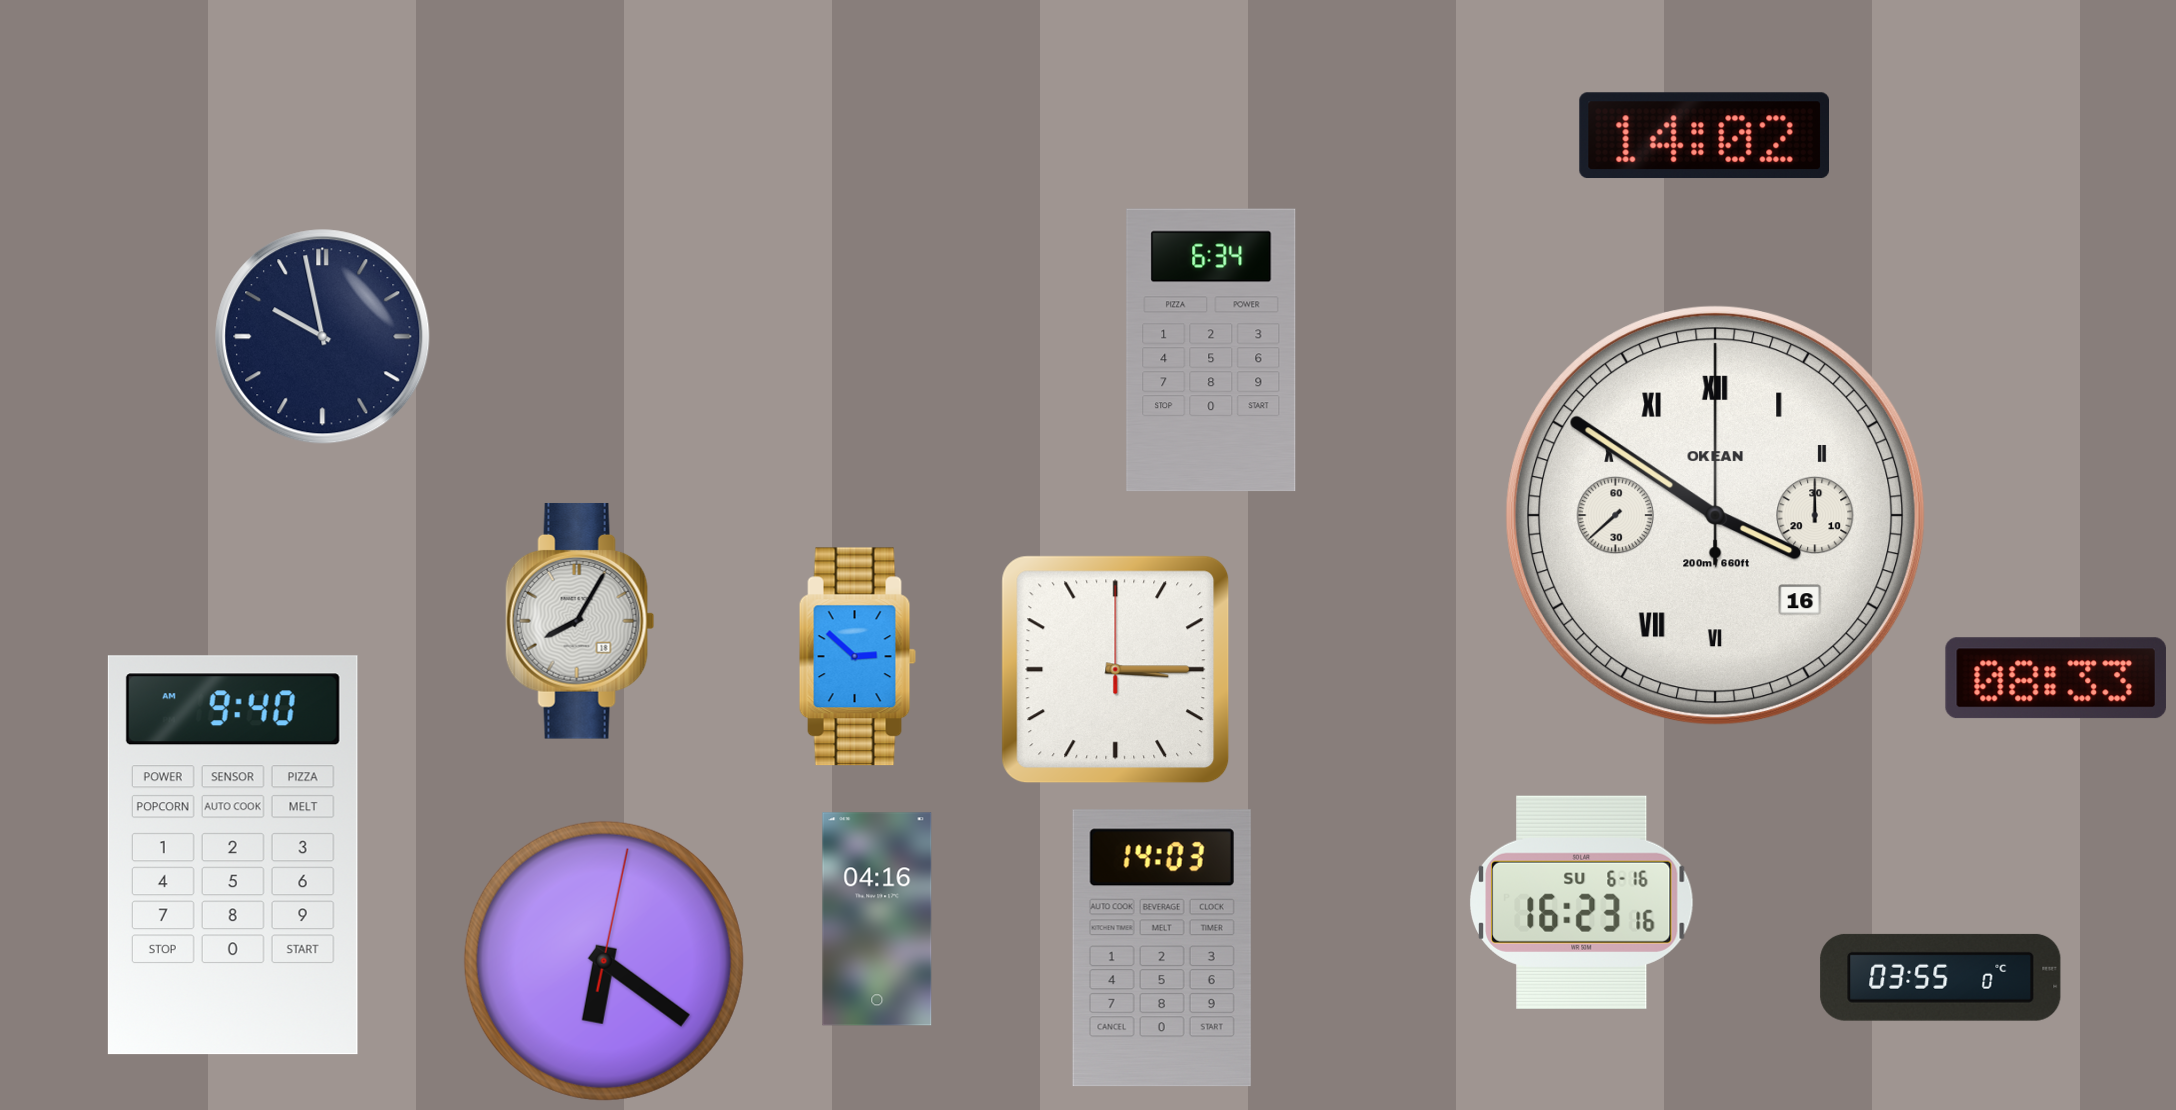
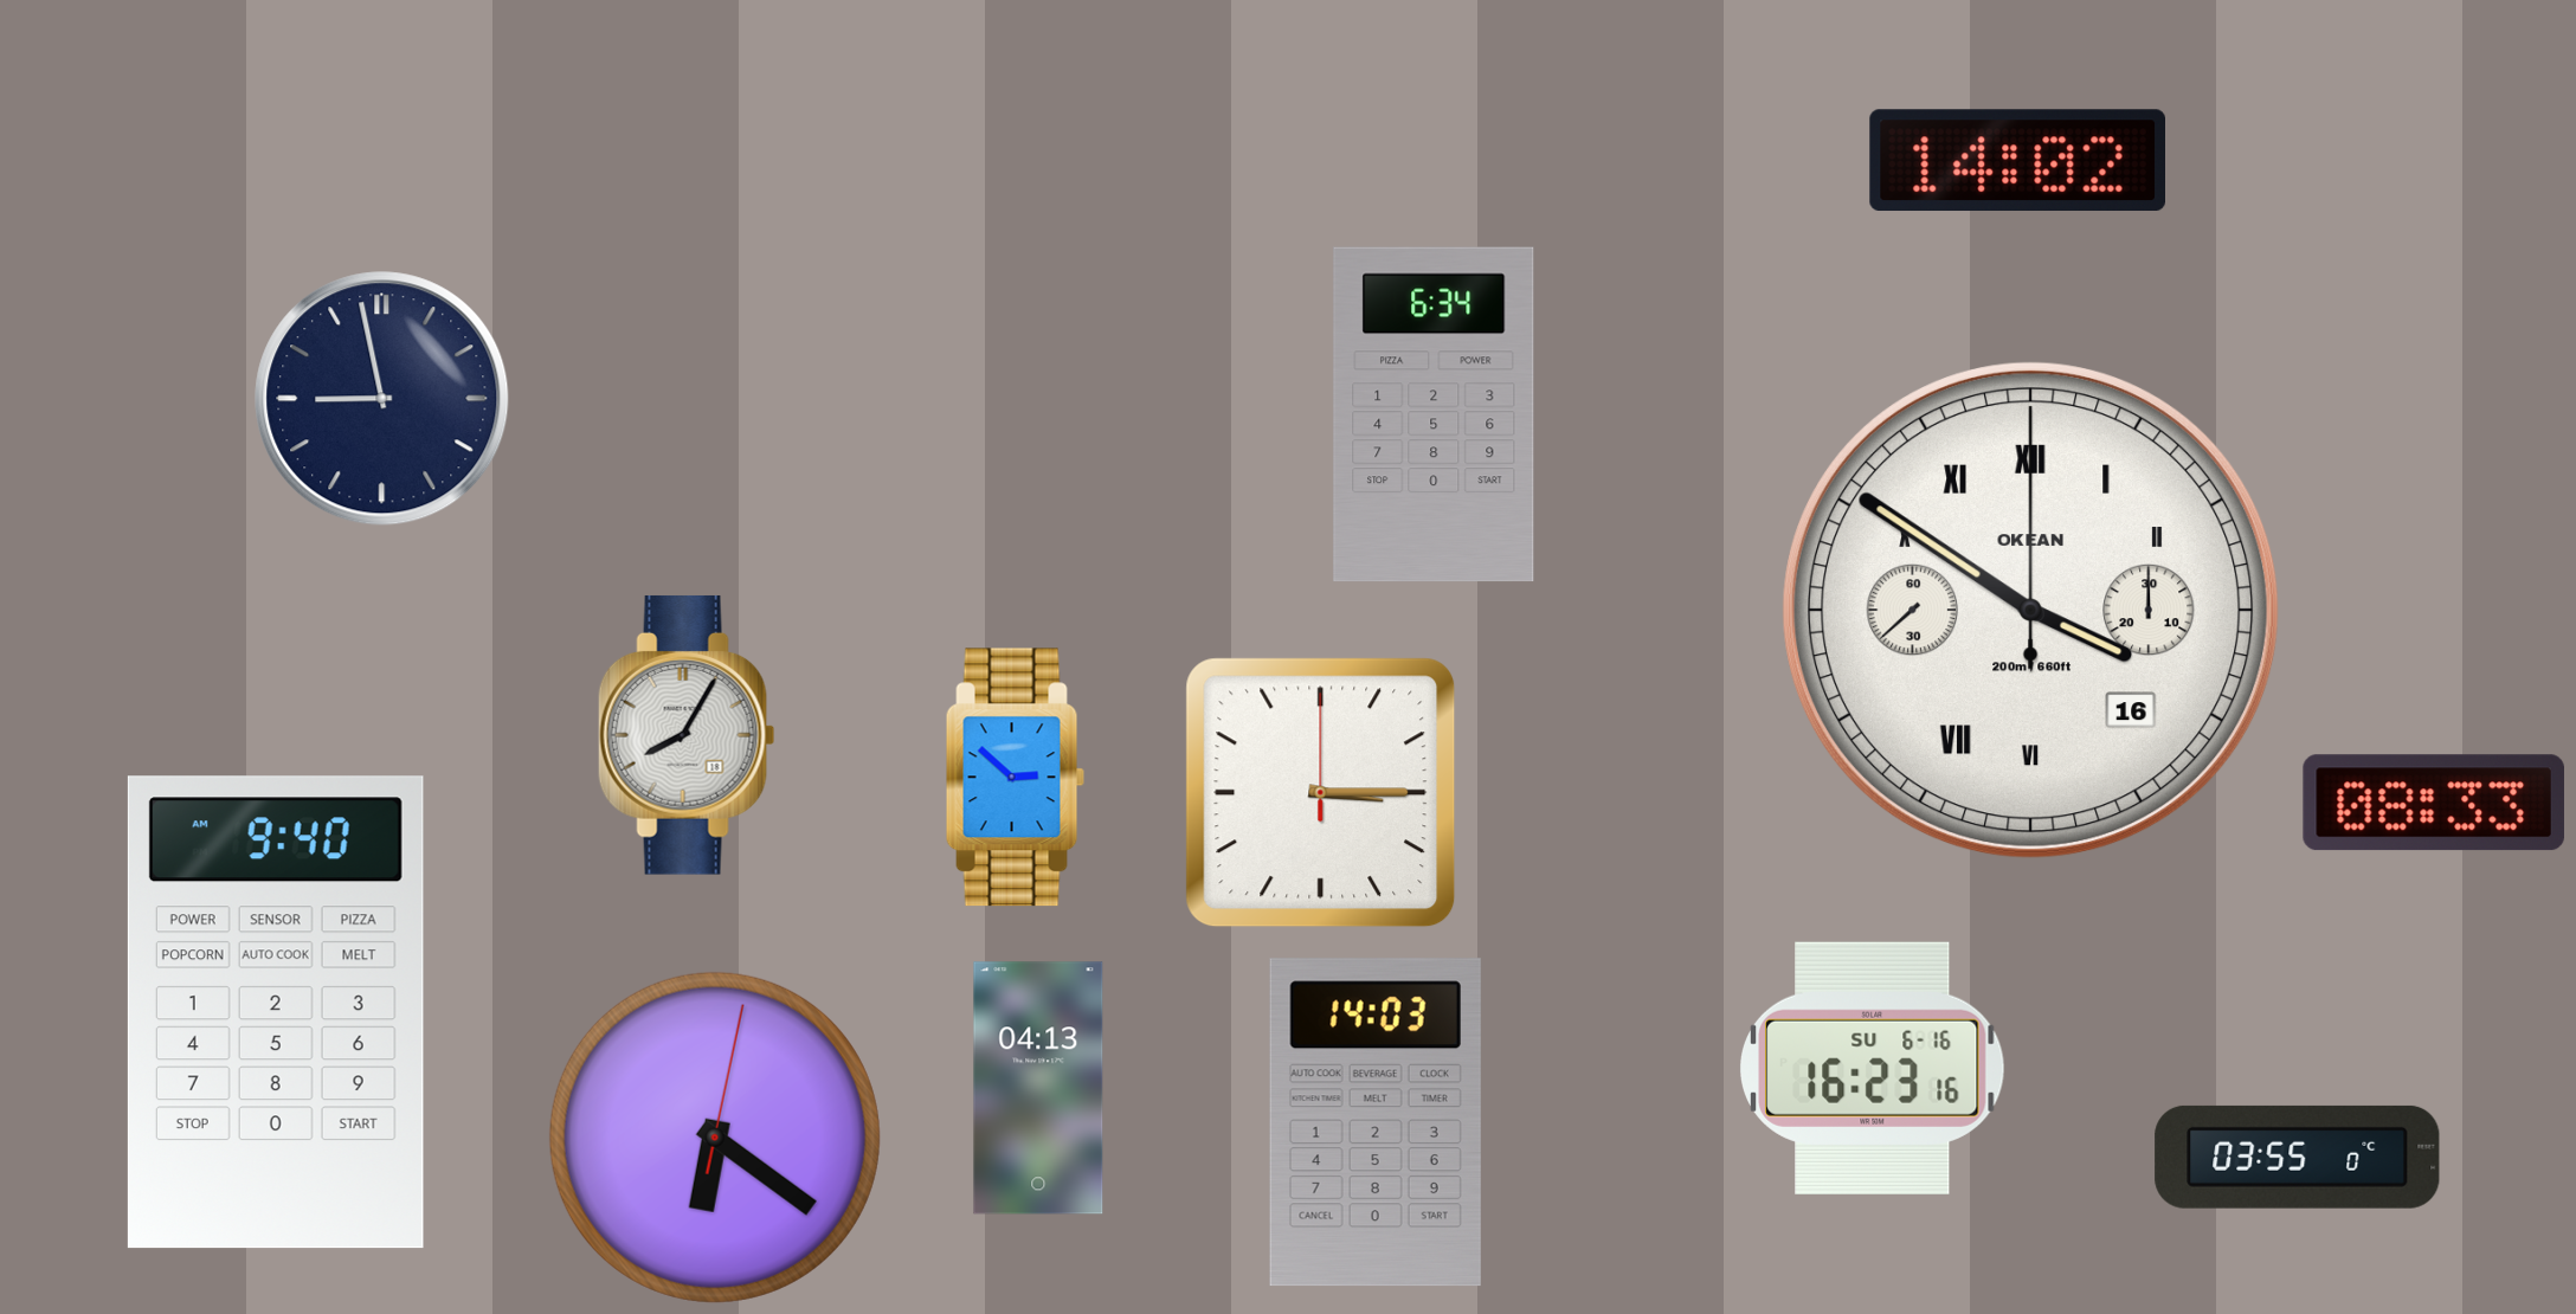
clock at (323, 337): 9:58 -> 8:58
clock at (877, 919): 04:16 -> 04:13
